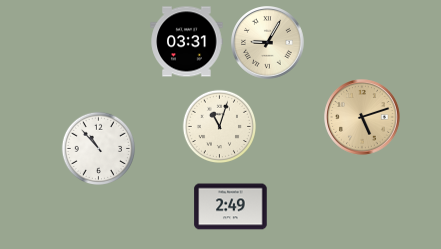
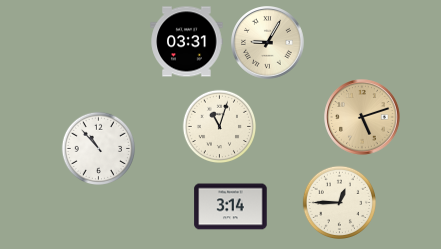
clock at (339, 202): none -> 12:45
clock at (231, 207): 2:49 -> 3:14
